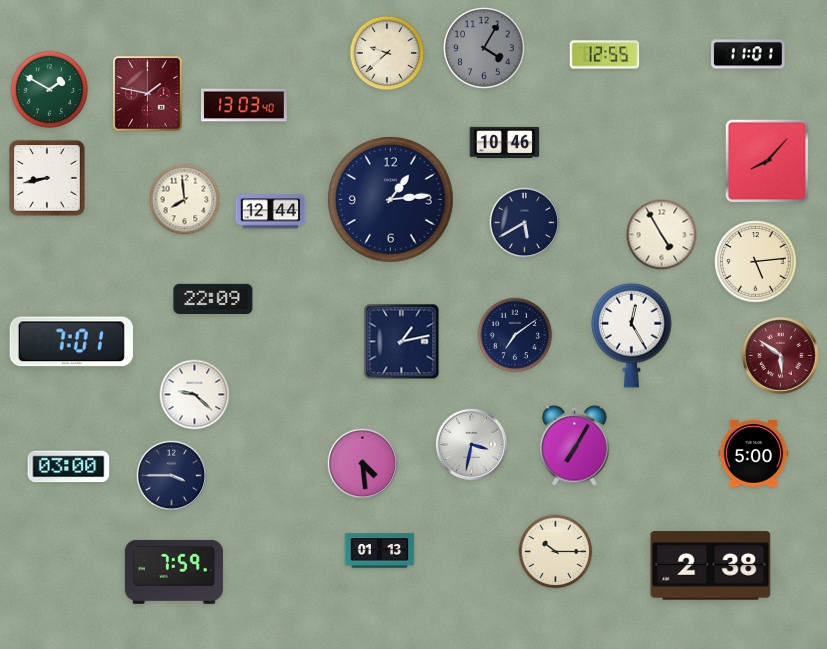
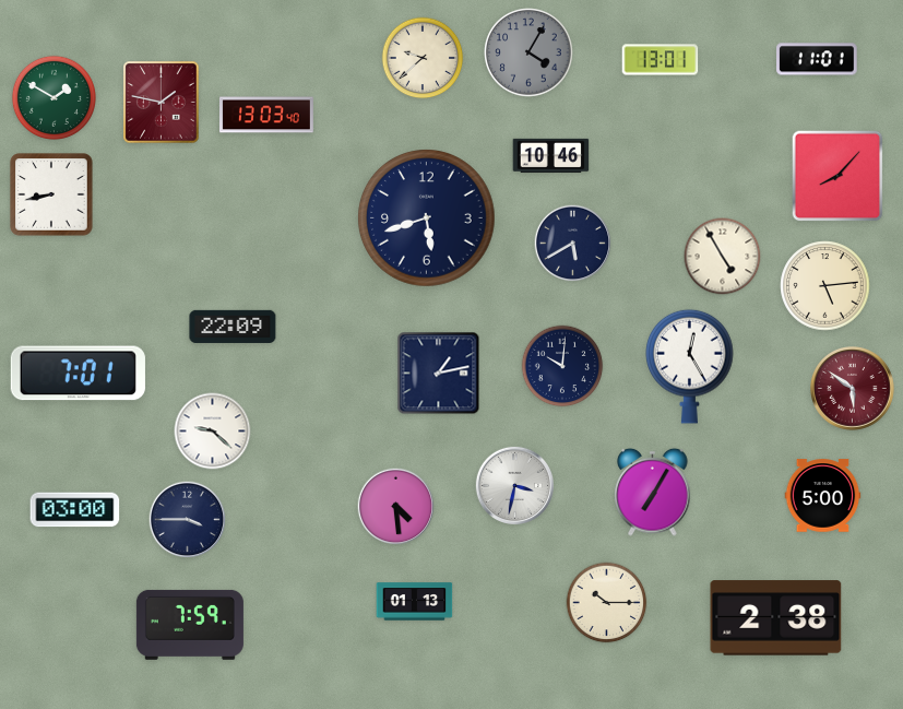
clock at (605, 55): 12:55 -> 13:01
clock at (185, 200): 7:59 -> none
clock at (391, 200): 1:14 -> 5:42
clock at (271, 212): 12:44 -> none
clock at (515, 335): 7:09 -> 10:01
clock at (575, 445) position: (575, 445) -> (653, 492)
